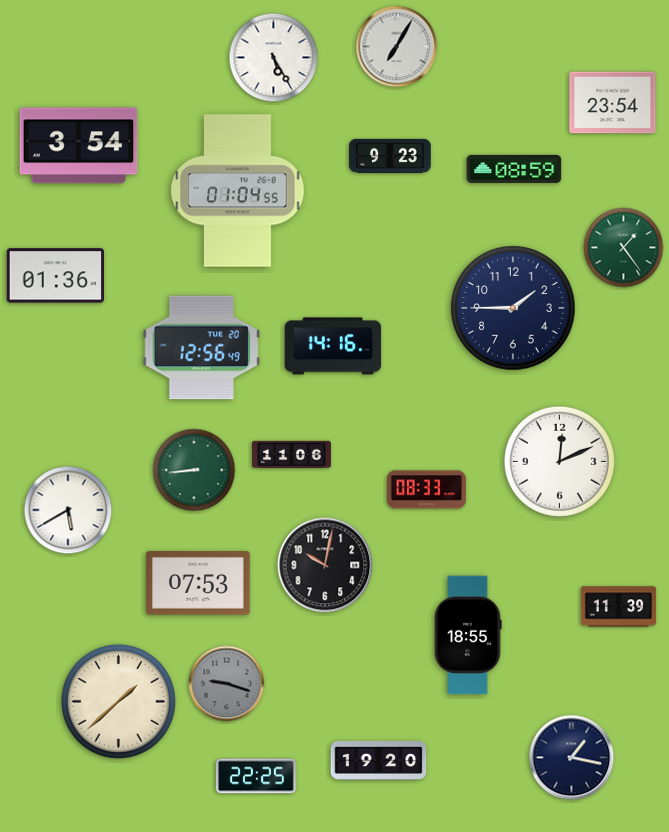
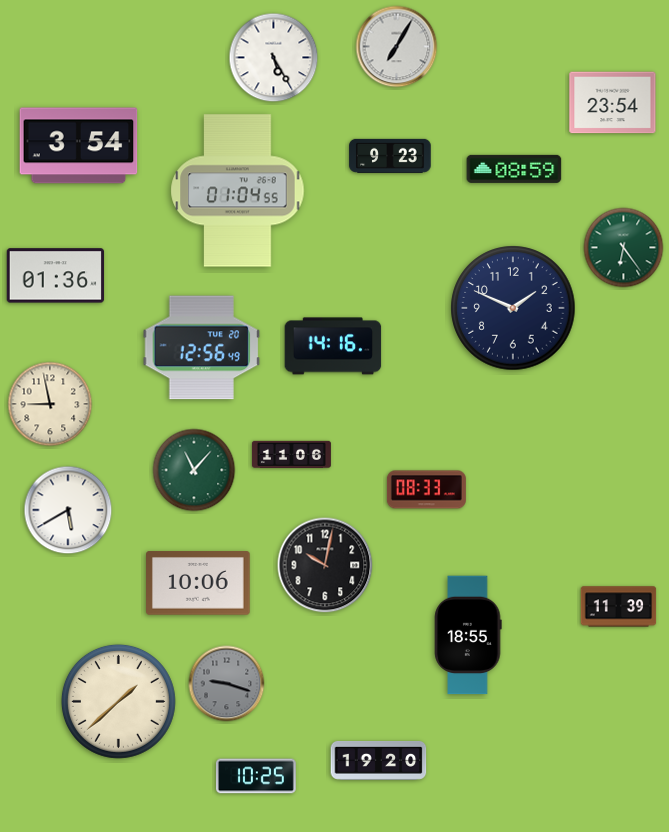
clock at (624, 248): 1:24 -> 6:24
clock at (513, 308): 1:45 -> 1:49
clock at (50, 404): none -> 8:58
clock at (559, 461): 12:11 -> none
clock at (194, 470): 8:44 -> 11:07
clock at (198, 583): 07:53 -> 10:06
clock at (572, 758): 1:17 -> none
clock at (256, 776): 22:25 -> 10:25
